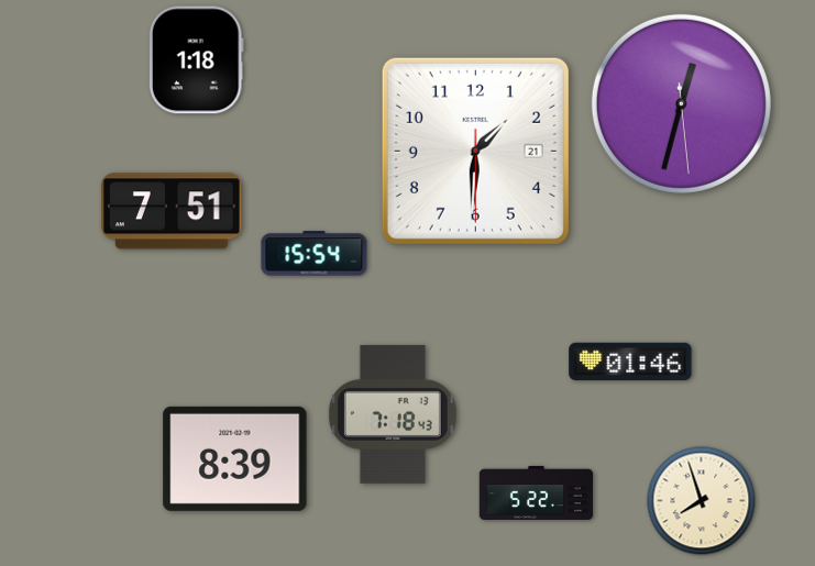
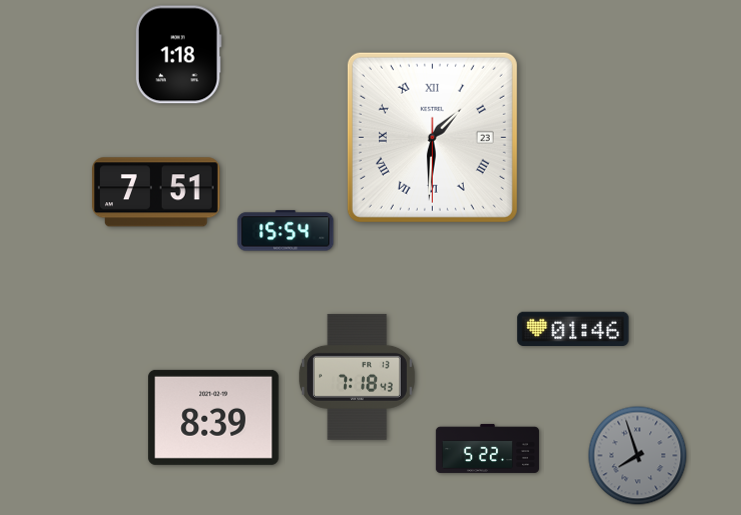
clock at (681, 103): 12:32 -> none
clock at (475, 151) date: 21 -> 23
clock at (475, 151) numerals: Arabic -> Roman
clock at (702, 501) dial: cream -> grey
